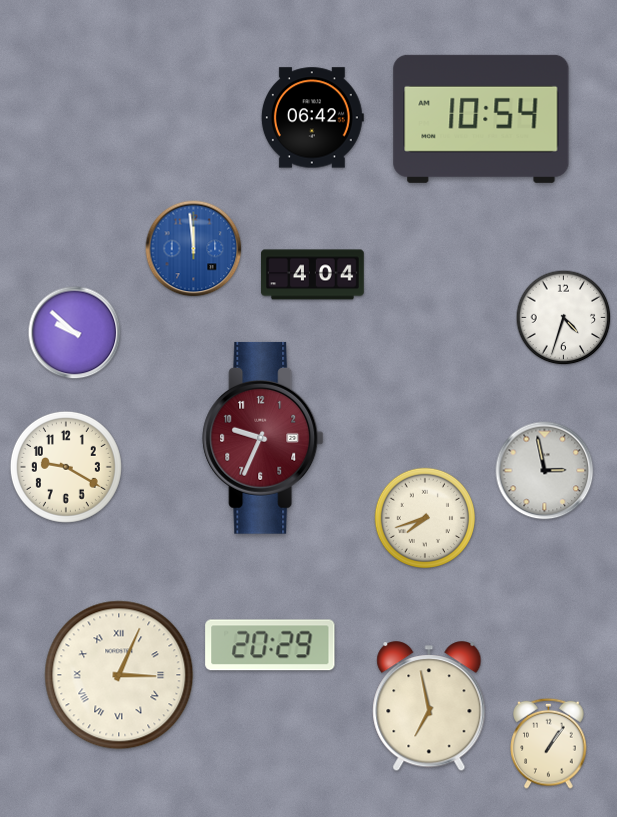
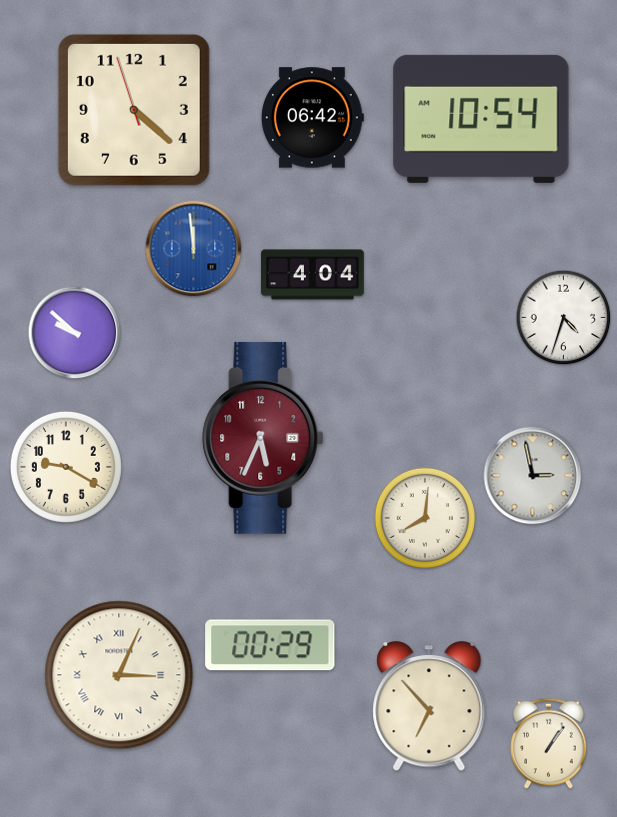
clock at (134, 110): none -> 4:21
clock at (263, 438): 9:34 -> 5:34
clock at (545, 471) position: (545, 471) -> (533, 476)
clock at (424, 517): 7:42 -> 8:01
clock at (270, 645): 20:29 -> 00:29
clock at (429, 707): 6:58 -> 6:53
